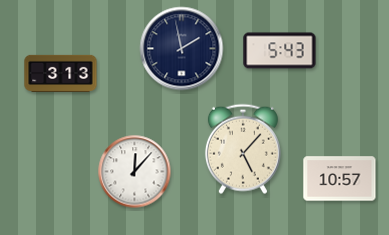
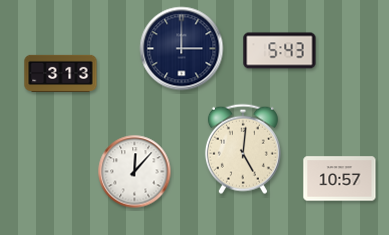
clock at (182, 49): 1:58 -> 3:00
clock at (243, 149): 5:07 -> 5:01
